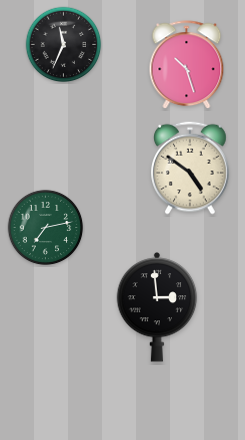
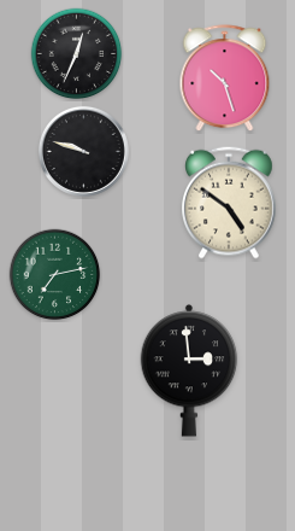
clock at (64, 45): 11:34 -> 12:34
clock at (83, 151): none -> 9:48
